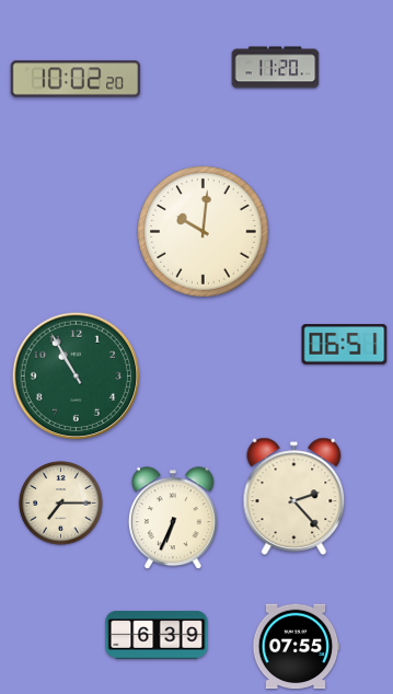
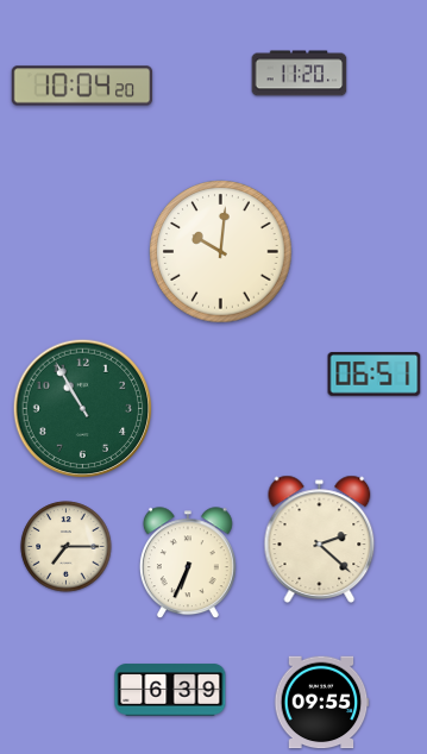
clock at (76, 79): 10:02 -> 10:04
clock at (294, 496): 2:23 -> 2:22
clock at (296, 647): 07:55 -> 09:55
